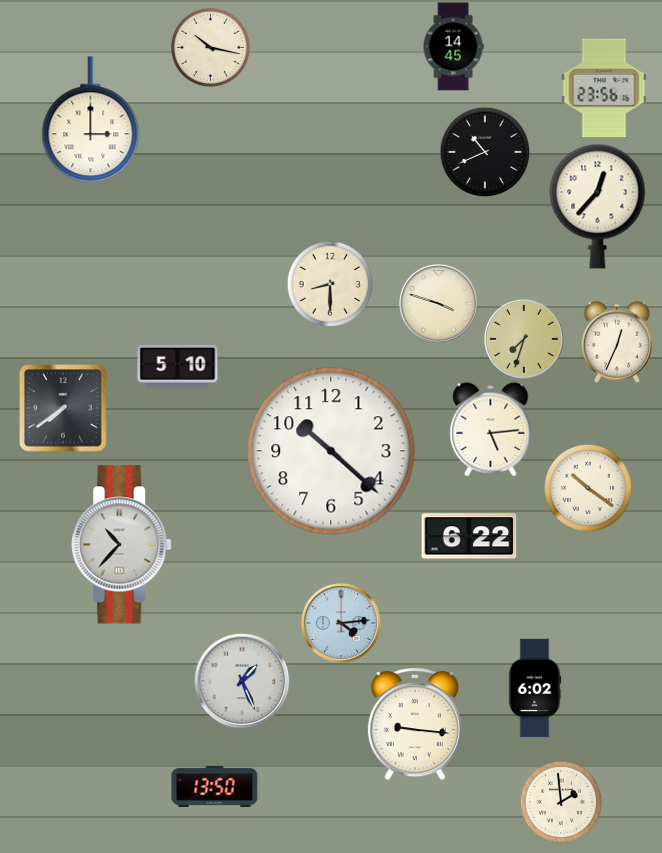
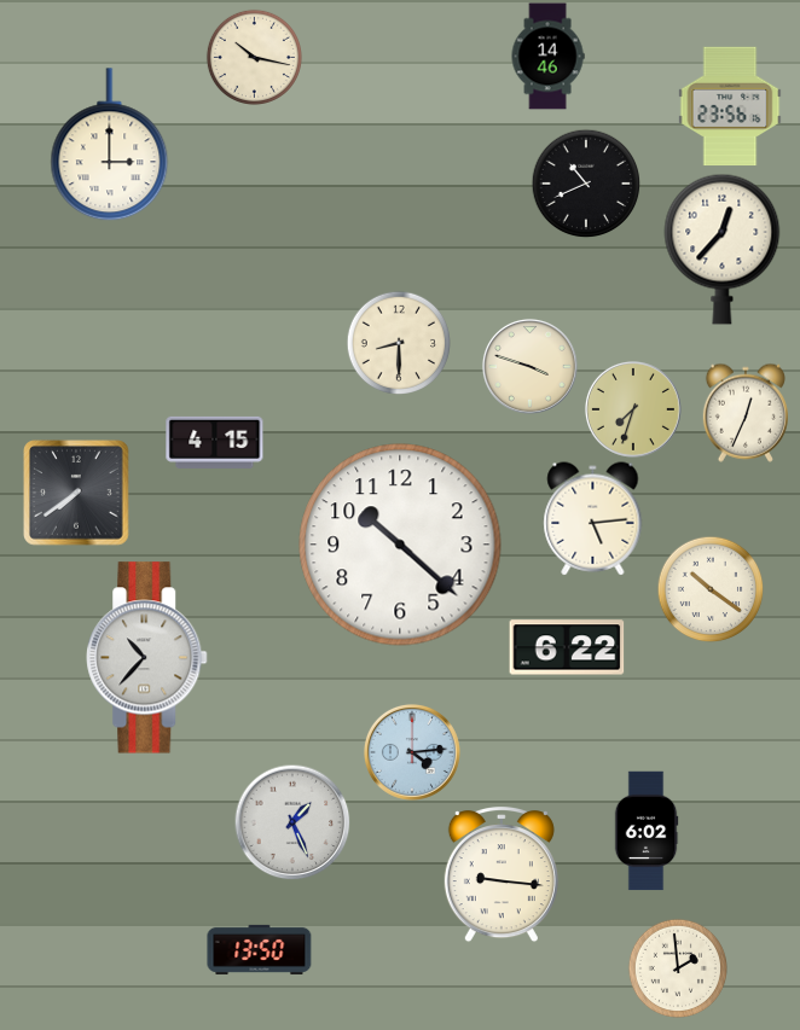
clock at (453, 47): 14:45 -> 14:46
clock at (178, 366): 5:10 -> 4:15
